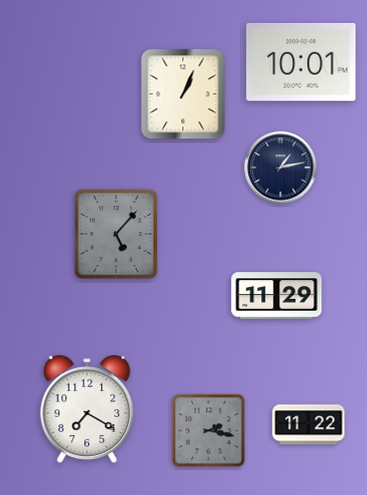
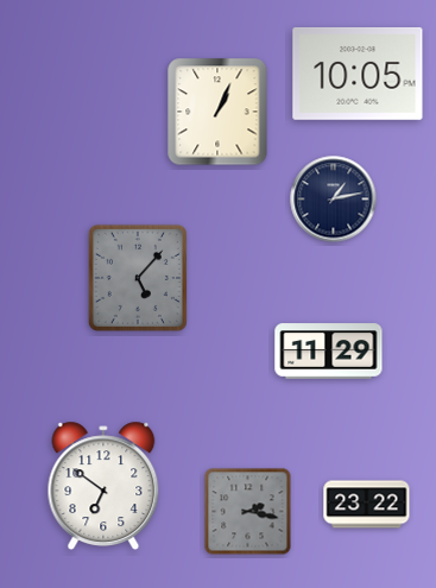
clock at (301, 62): 10:01 -> 10:05
clock at (87, 409): 7:20 -> 6:51
clock at (309, 425): 11:22 -> 23:22
